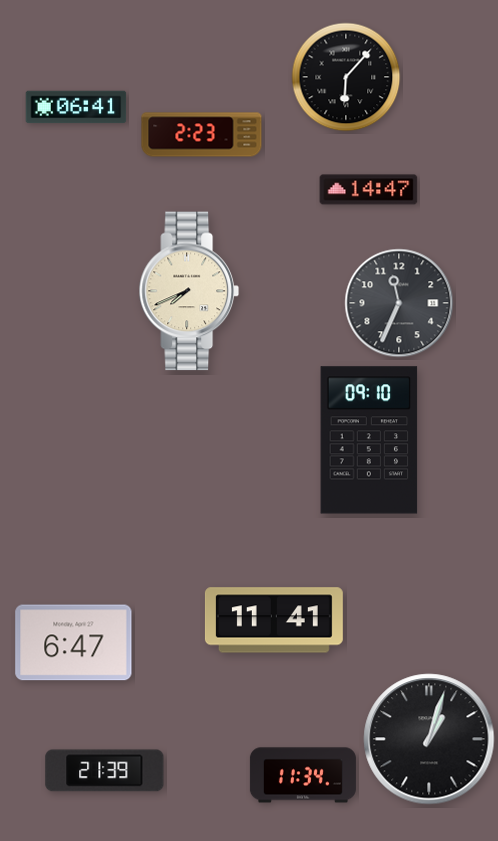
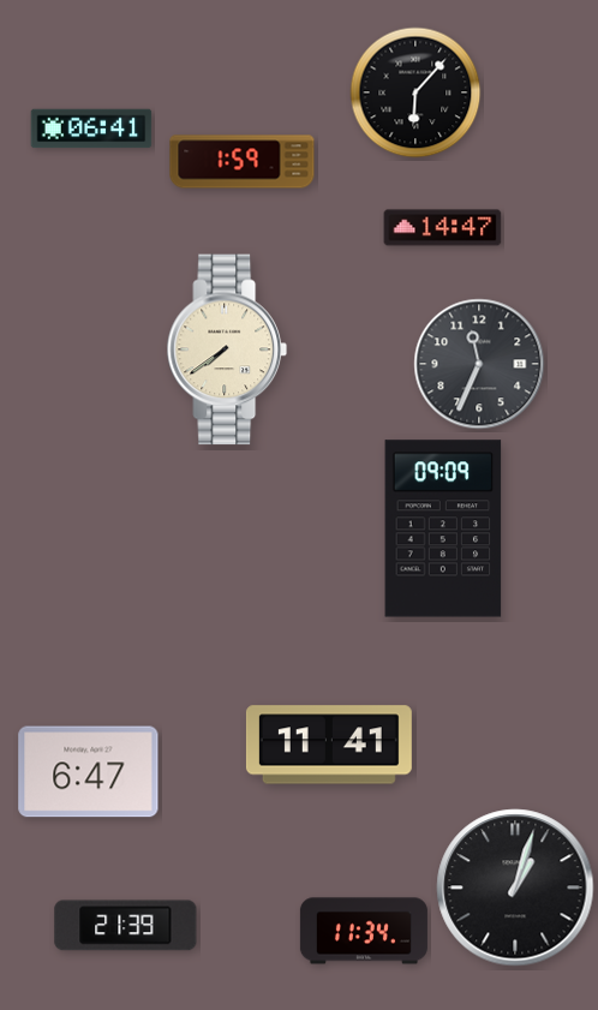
clock at (202, 135): 2:23 -> 1:59
clock at (189, 291): 7:41 -> 7:39
clock at (369, 440): 09:10 -> 09:09
